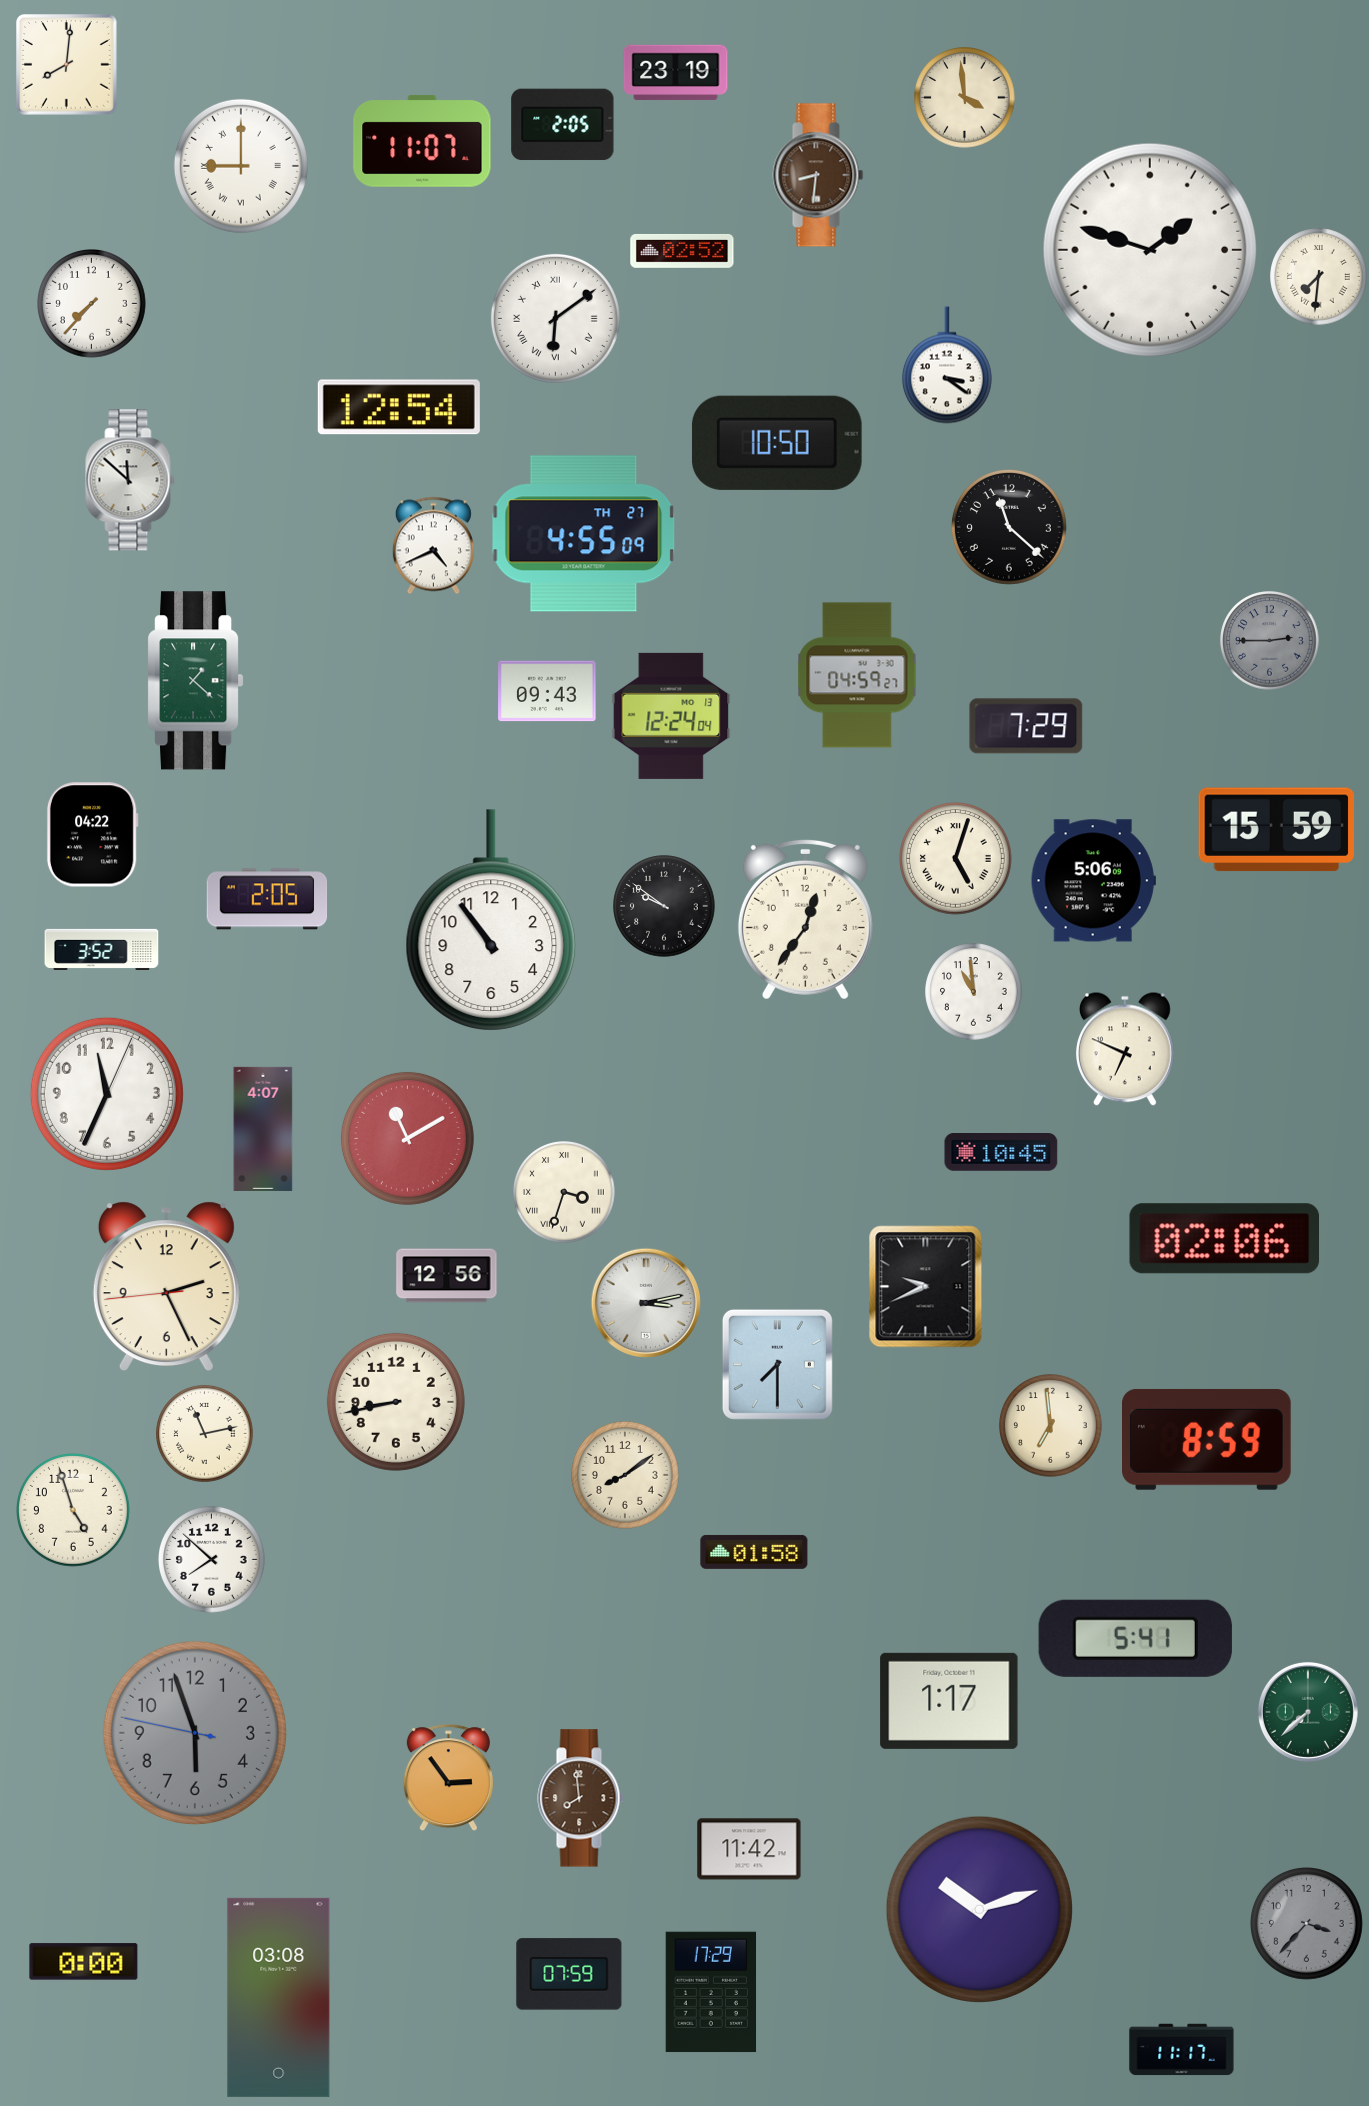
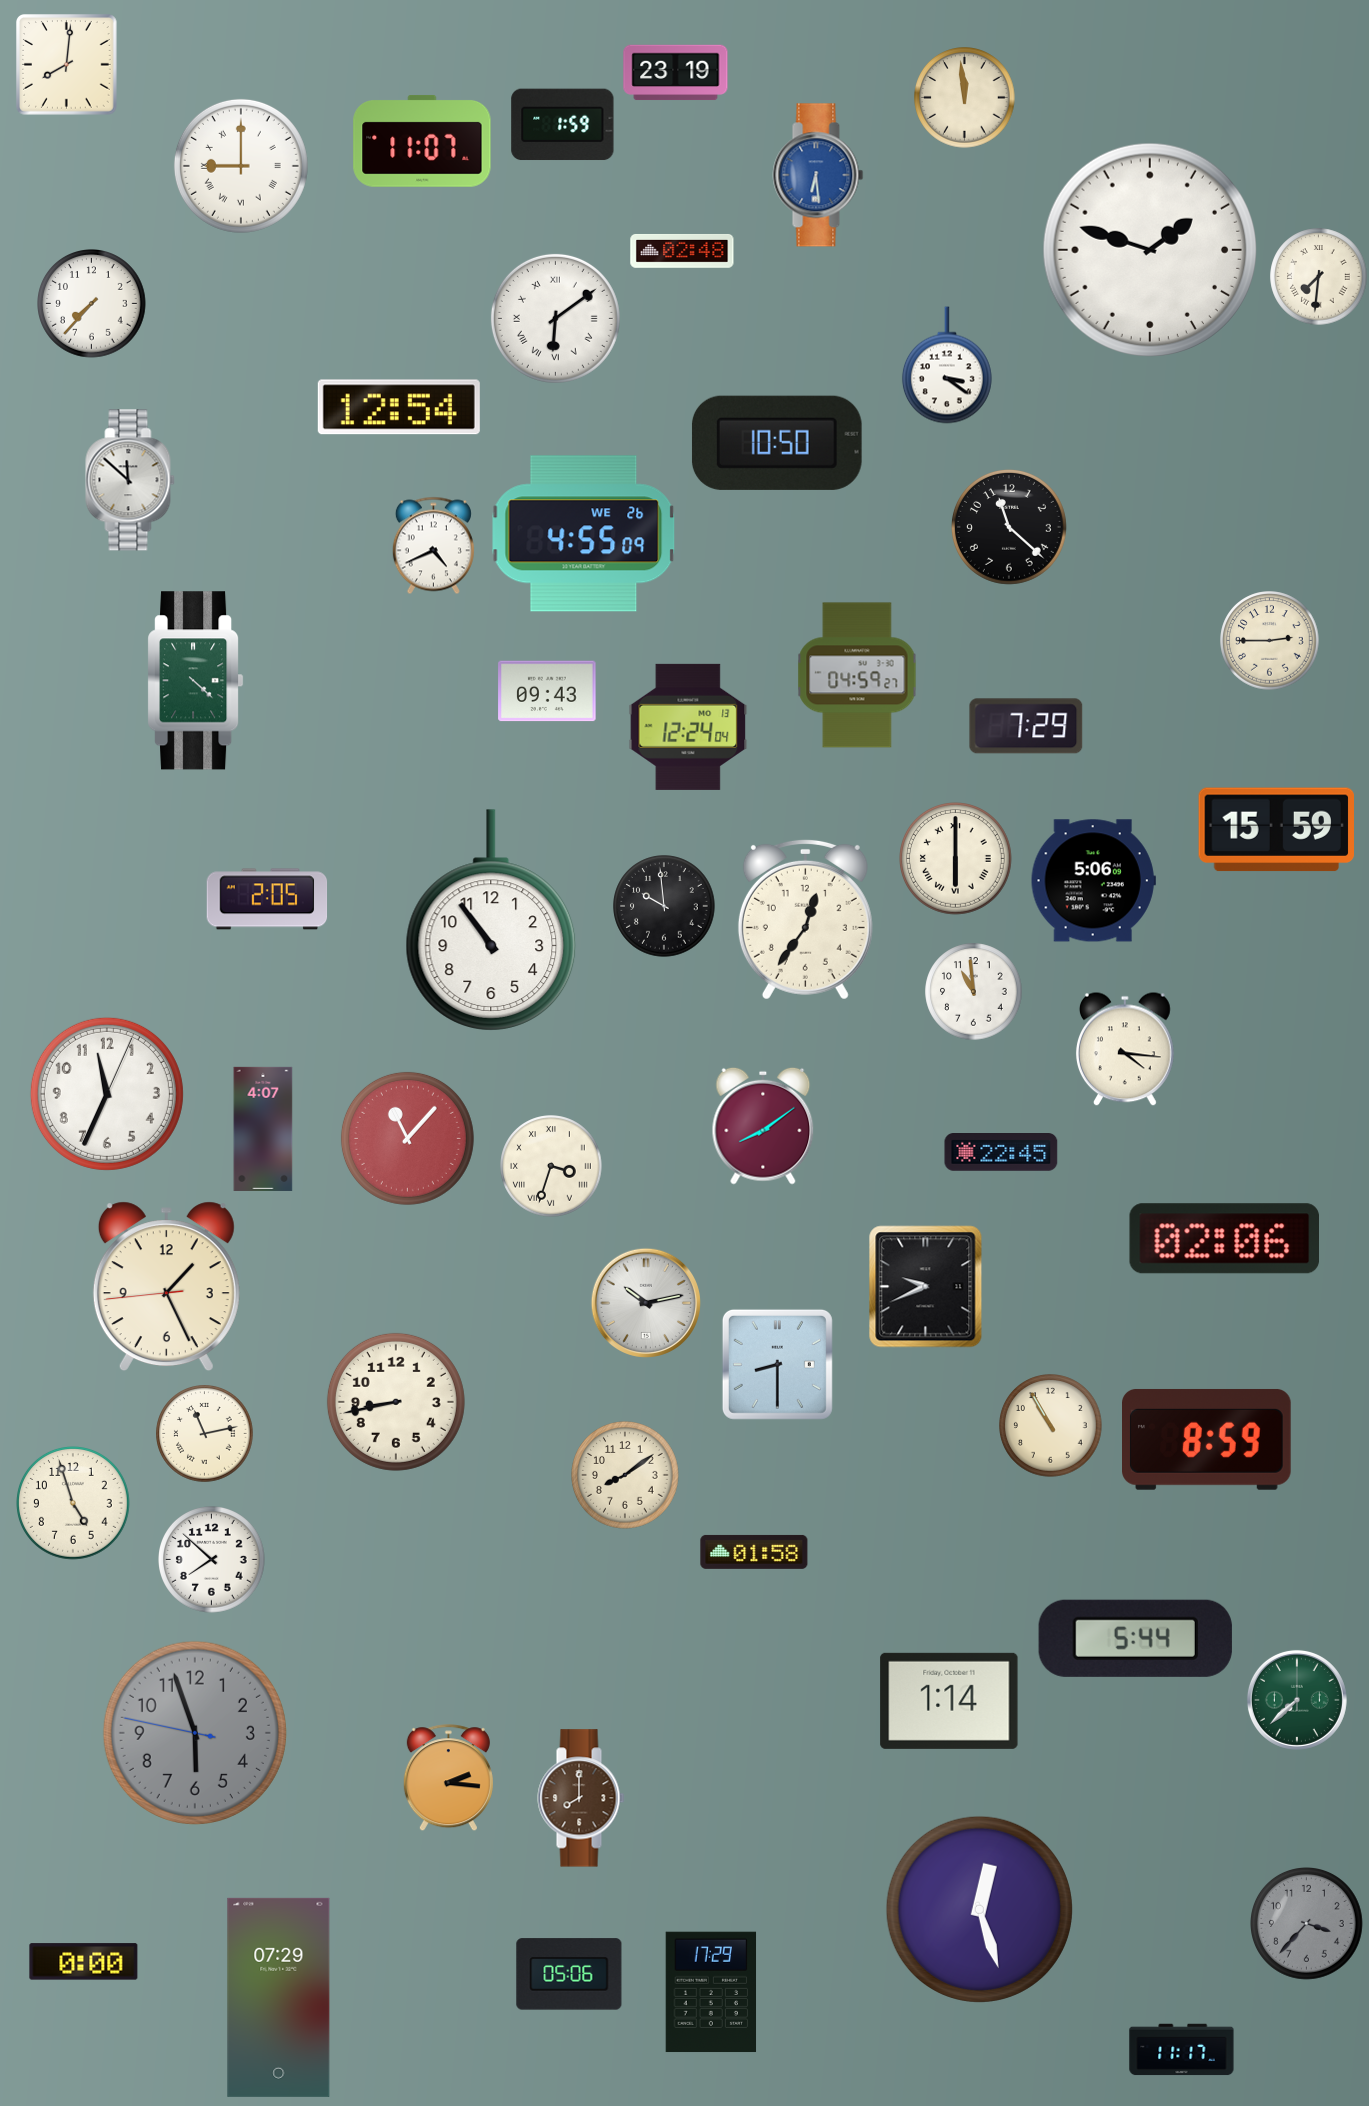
clock at (965, 98): 3:59 -> 11:59
clock at (563, 125): 2:05 -> 1:59
clock at (818, 175): 8:31 -> 6:29
clock at (818, 175) dial: brown -> blue
clock at (682, 251): 02:52 -> 02:48
clock at (584, 534) date: TH 27 -> WE 26
clock at (1270, 641) dial: grey -> cream
clock at (196, 681): 1:22 -> 4:22
clock at (671, 716) position: (671, 716) -> (688, 727)
clock at (92, 835): 04:22 -> none
clock at (956, 859): 5:03 -> 6:00
clock at (664, 906): 9:51 -> 9:59
clock at (102, 949): 3:52 -> none
clock at (1125, 1049): 6:49 -> 4:16
clock at (763, 1126): none -> 8:09
clock at (407, 1138): 11:10 -> 11:07
clock at (1001, 1153): 10:45 -> 22:45
clock at (564, 1192) position: (564, 1192) -> (551, 1166)
clock at (447, 1276): 12:56 -> none
clock at (166, 1287): 2:25 -> 1:25
clock at (646, 1303): 3:13 -> 10:13
clock at (777, 1364): 7:30 -> 8:30
clock at (1051, 1426): 6:59 -> 10:55
clock at (74, 1511) position: (74, 1511) -> (74, 1504)
clock at (1135, 1638): 5:41 -> 5:44
clock at (949, 1701): 1:17 -> 1:14
clock at (1308, 1712) position: (1308, 1712) -> (1297, 1700)
clock at (448, 1778): 2:54 -> 2:16
clock at (581, 1798): 7:59 -> 8:00
clock at (749, 1849): 11:42 -> none
clock at (979, 1909): 10:12 -> 12:27
clock at (569, 1974): 07:59 -> 05:06
clock at (279, 1997): 03:08 -> 07:29
